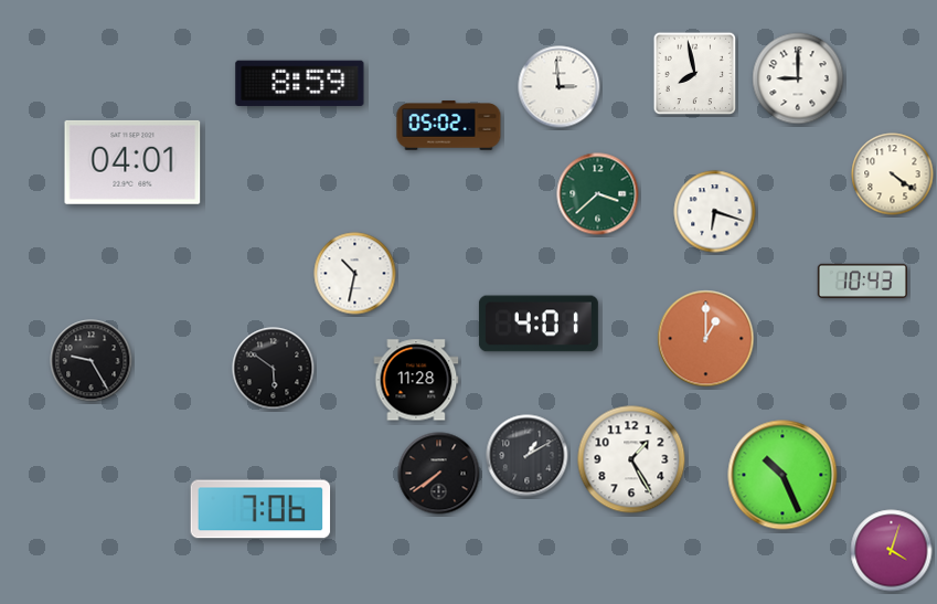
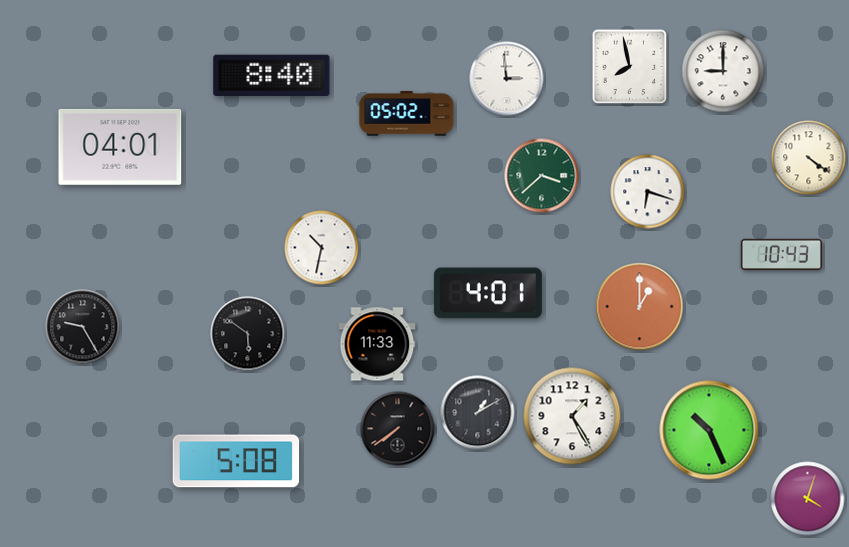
clock at (300, 84): 8:59 -> 8:40
clock at (416, 380): 11:28 -> 11:33
clock at (260, 509): 7:06 -> 5:08
